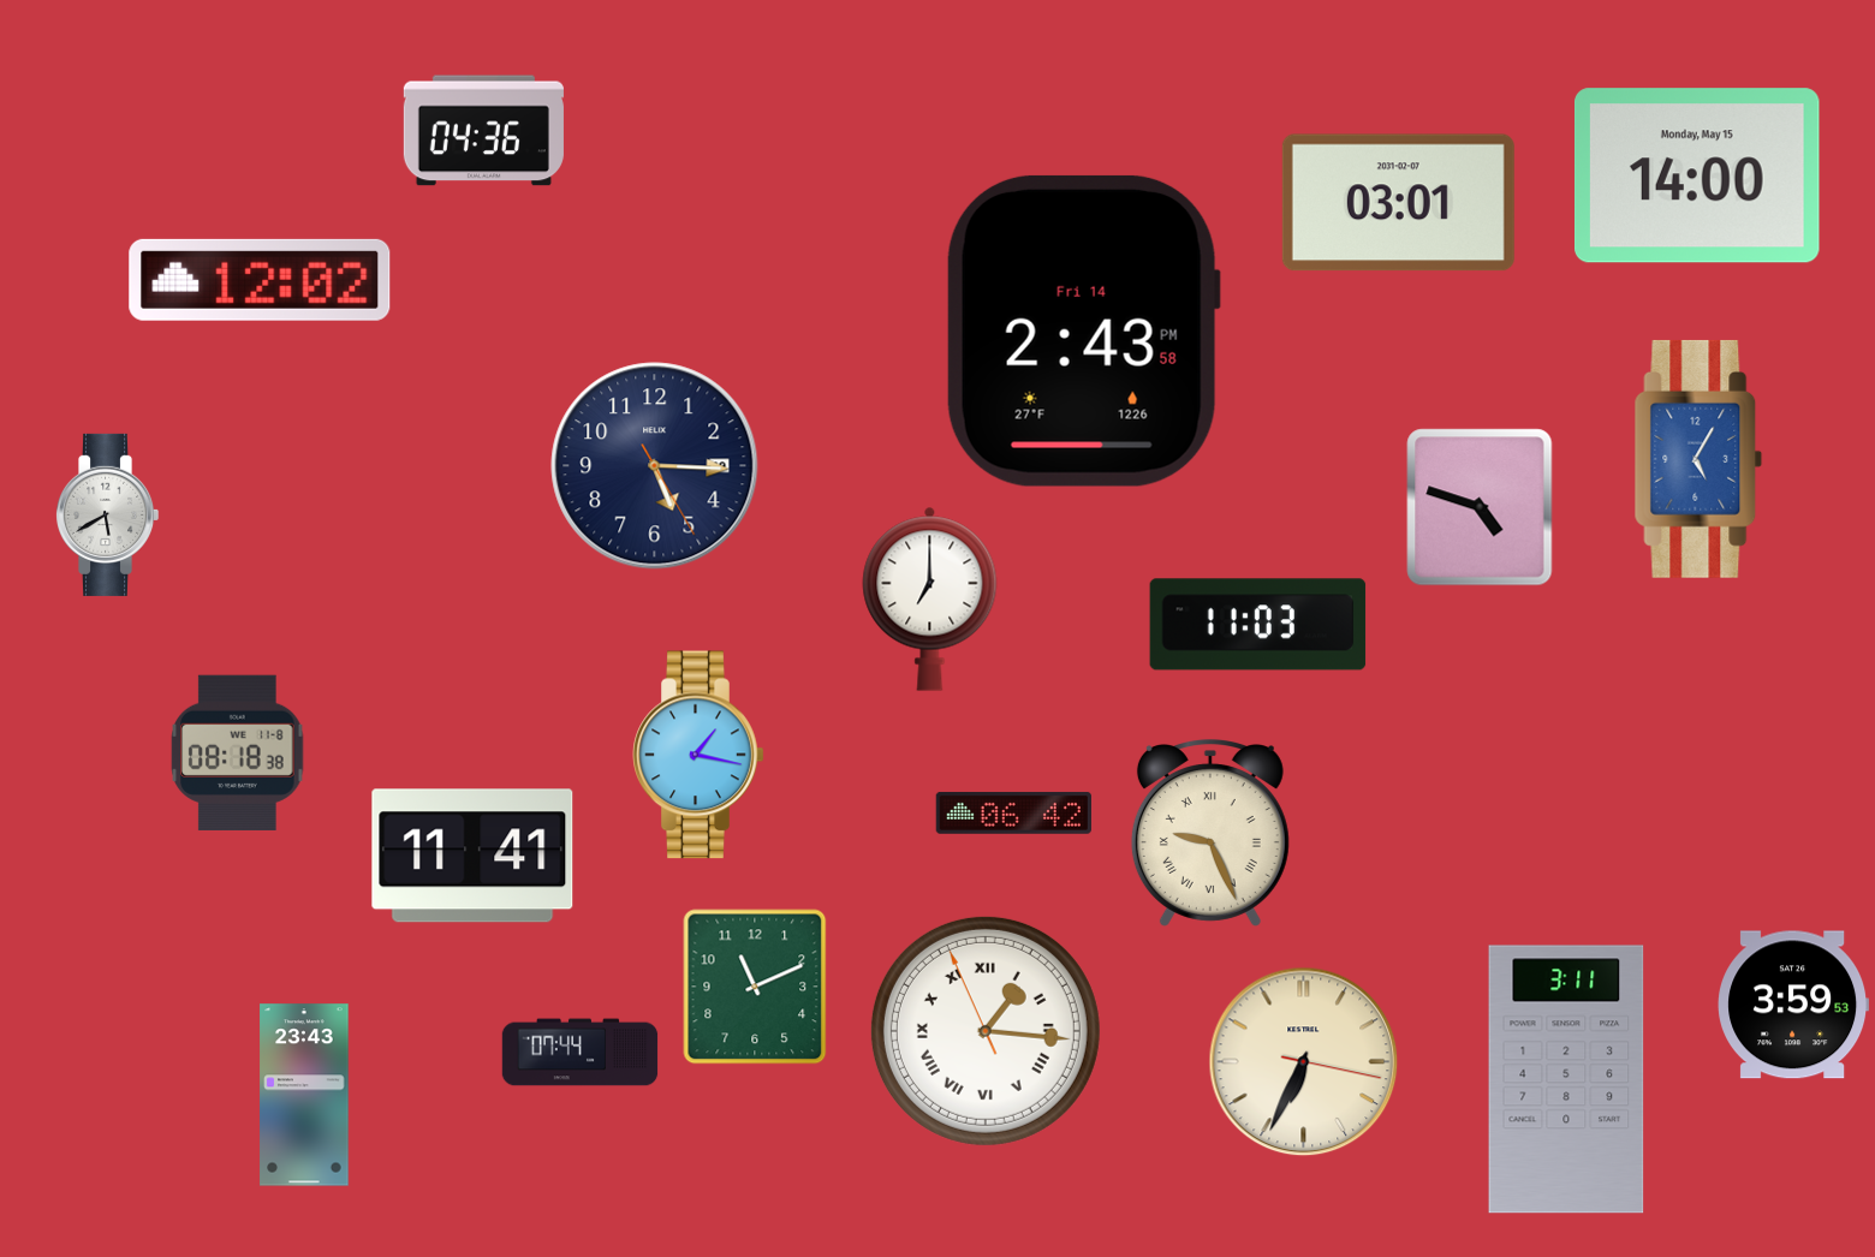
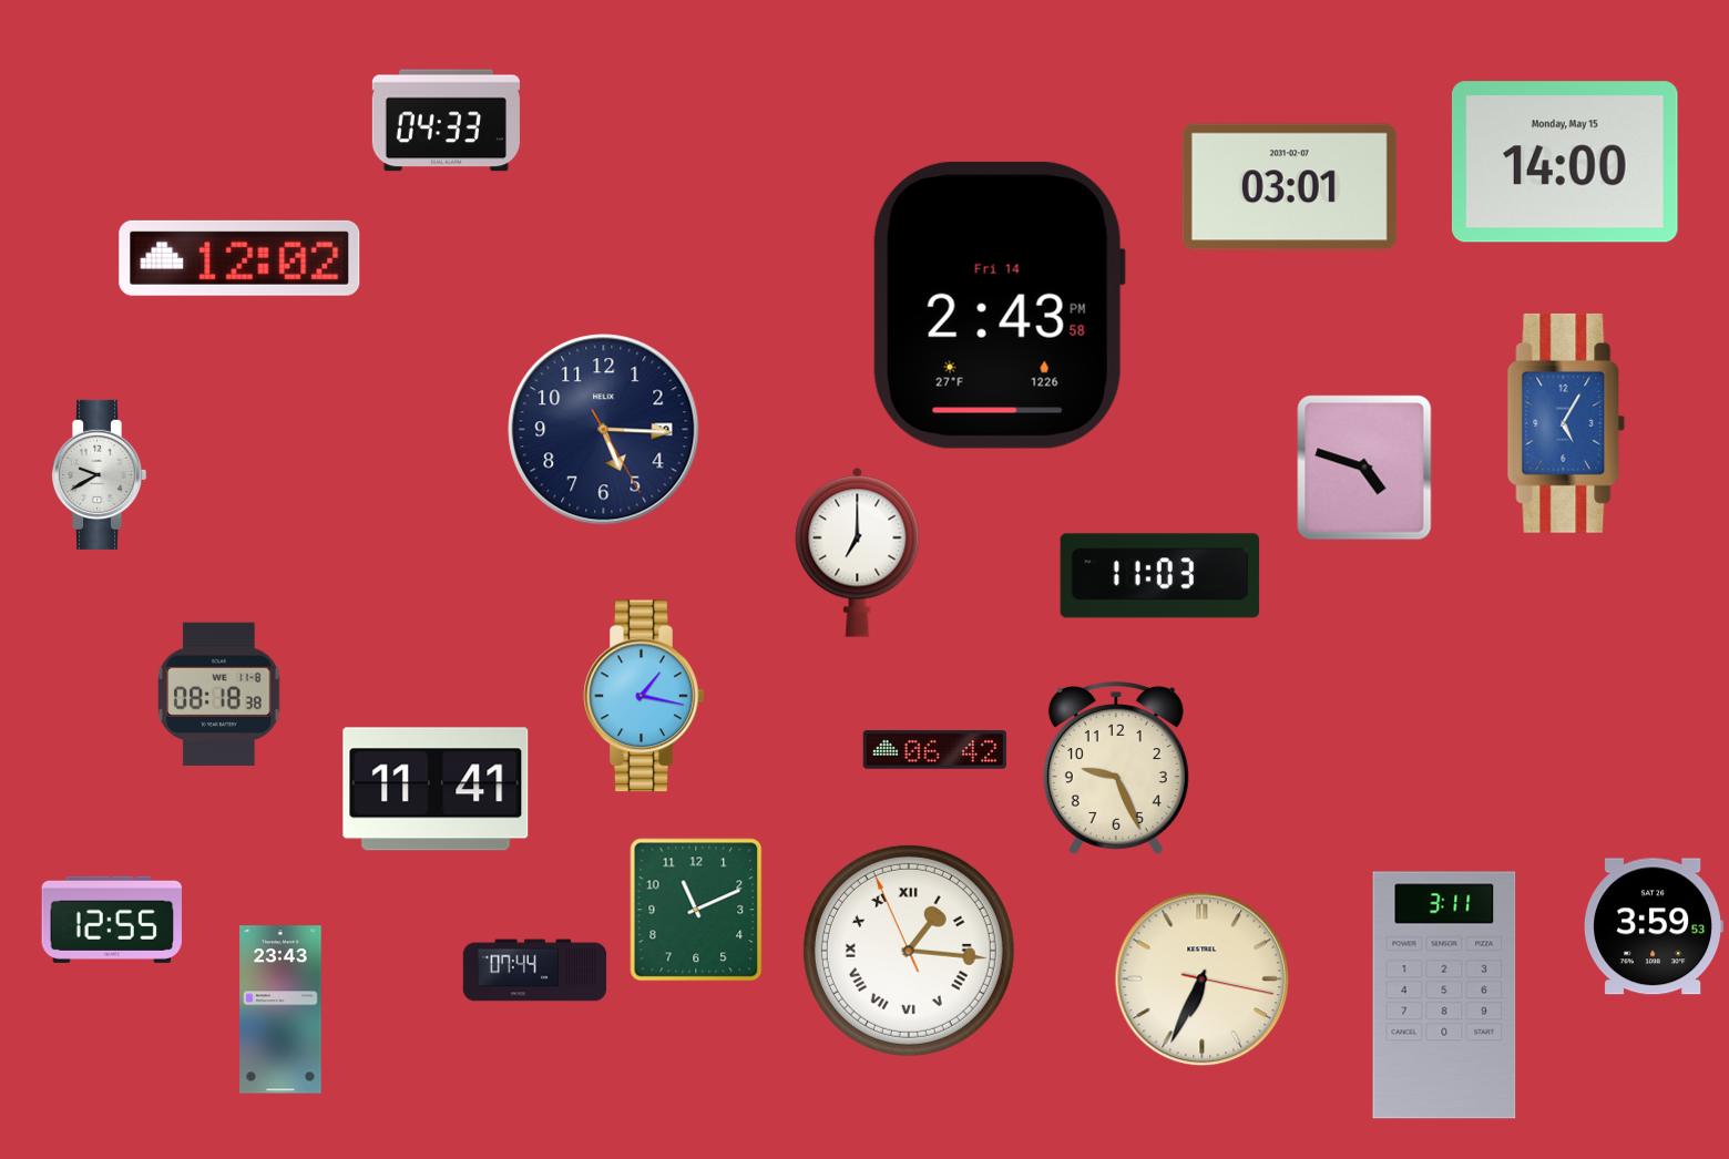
clock at (483, 131): 04:36 -> 04:33
clock at (108, 514): 5:40 -> 9:40
clock at (1210, 833) numerals: Roman -> Arabic
clock at (111, 920): none -> 12:55
